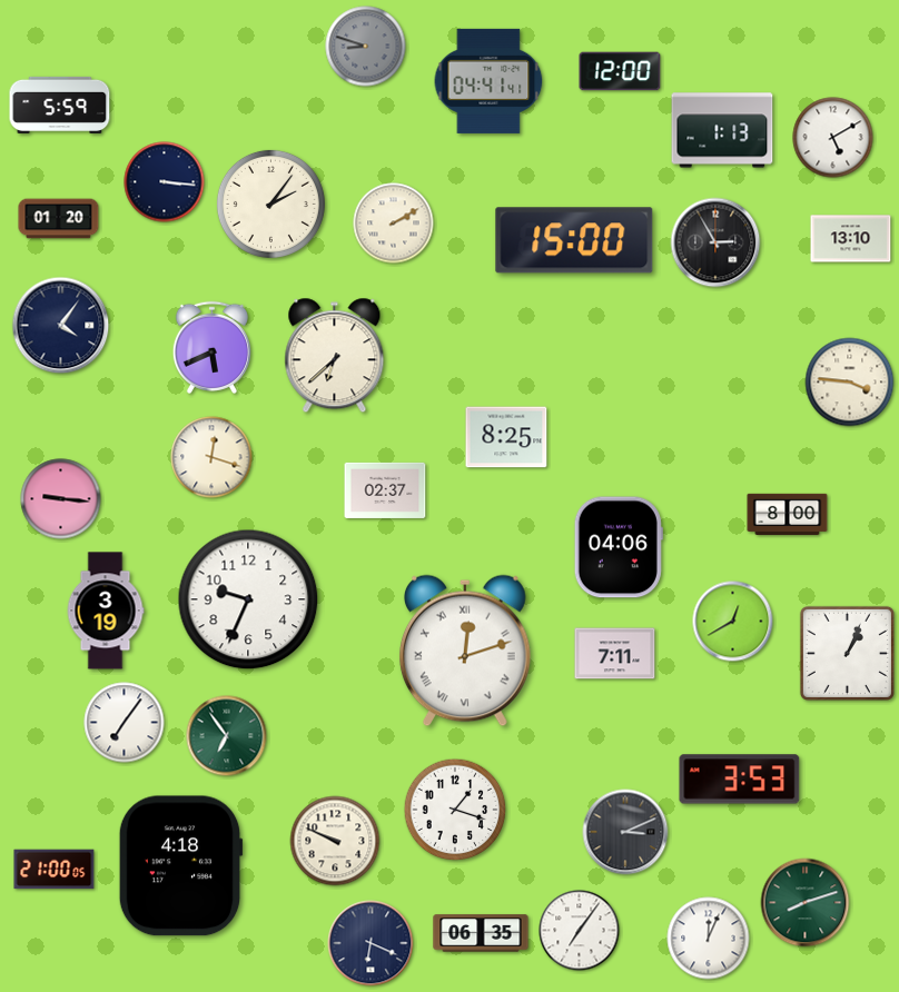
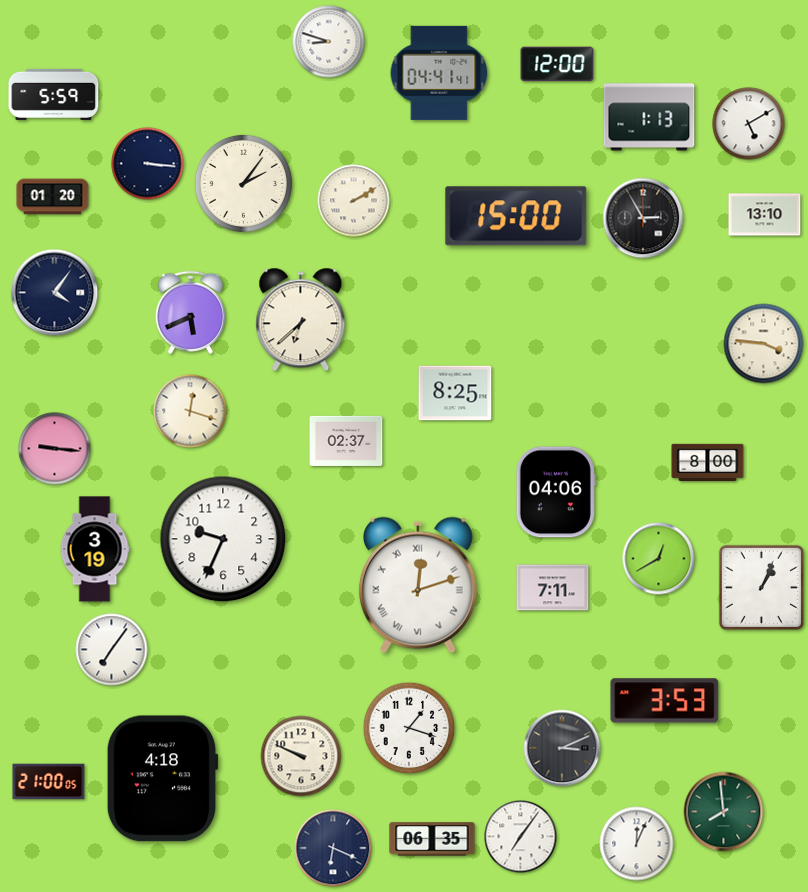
clock at (366, 47) dial: grey -> white
clock at (227, 736): 6:54 -> none
clock at (806, 903): 8:12 -> 7:59
